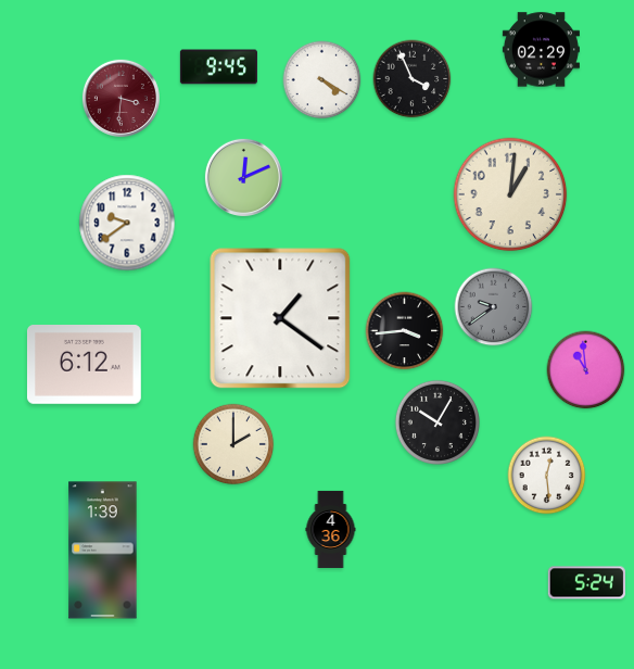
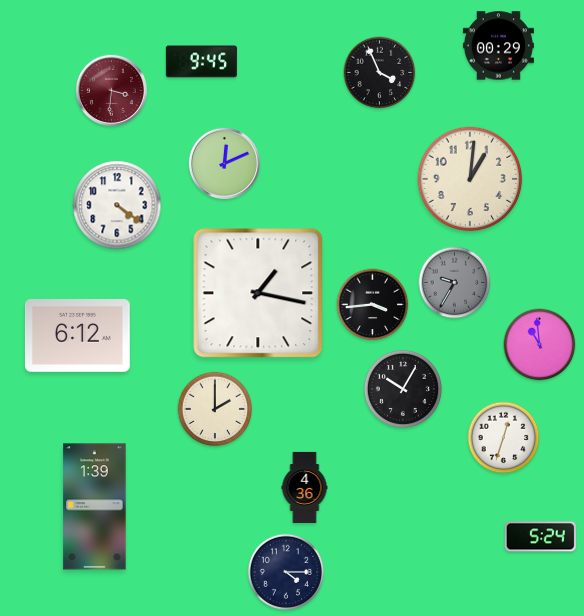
clock at (541, 50): 02:29 -> 00:29
clock at (322, 80): 4:20 -> none
clock at (127, 223): 9:39 -> 4:21
clock at (494, 307): 9:39 -> 9:35
clock at (280, 318): 1:21 -> 1:17
clock at (586, 370) position: (586, 370) -> (540, 345)
clock at (547, 476): 12:29 -> 12:33
clock at (286, 572): none -> 4:15
